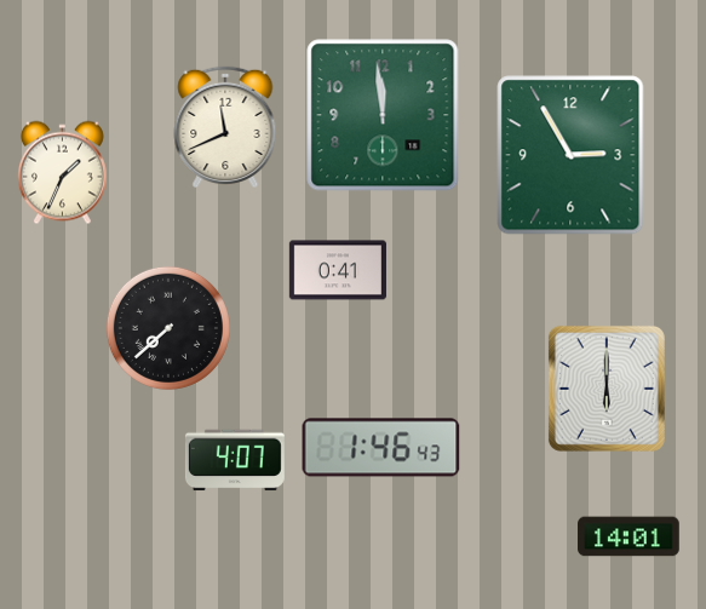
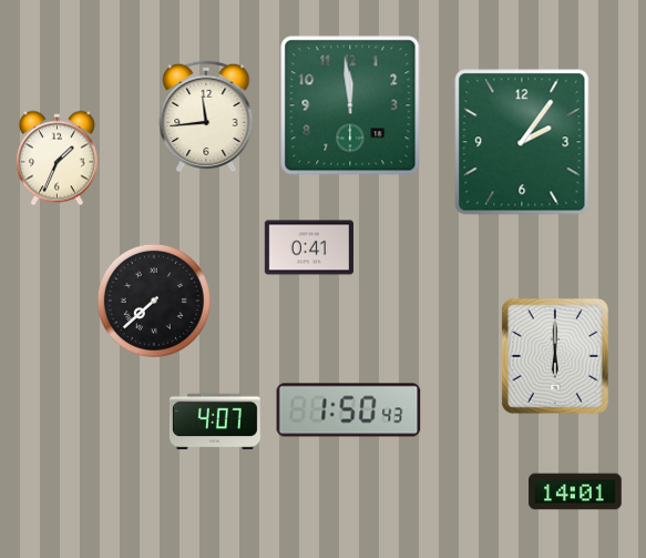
clock at (225, 126): 11:41 -> 11:44
clock at (570, 155): 2:55 -> 2:06
clock at (381, 448): 1:46 -> 1:50
